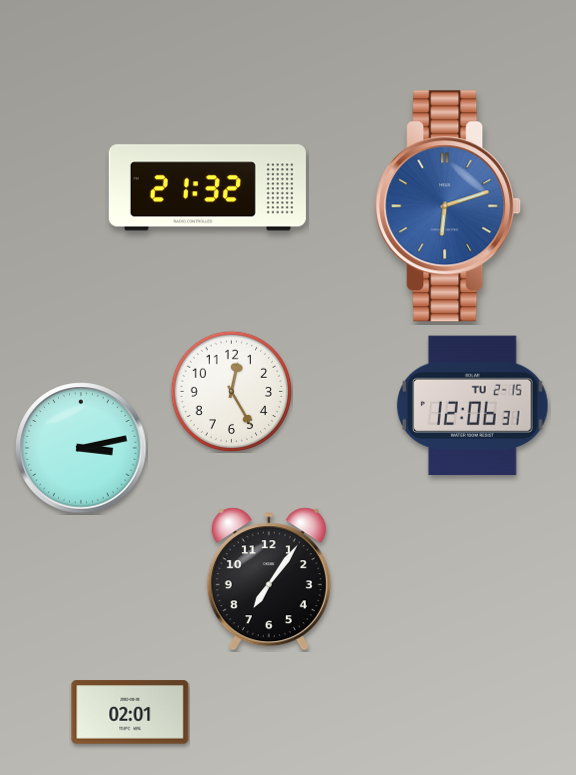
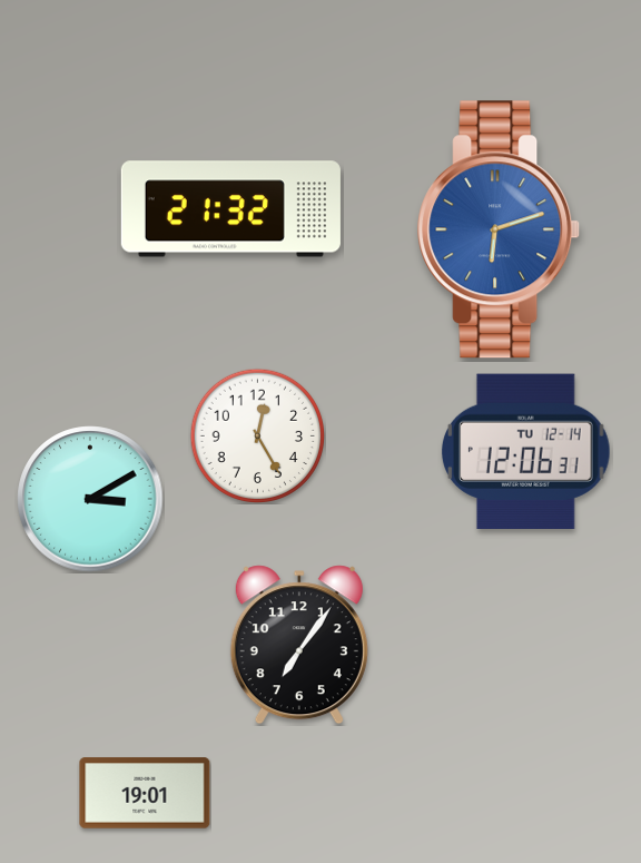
clock at (473, 405) date: TU 2-15 -> TU 12-14
clock at (81, 448): 3:13 -> 3:10
clock at (130, 712): 02:01 -> 19:01
